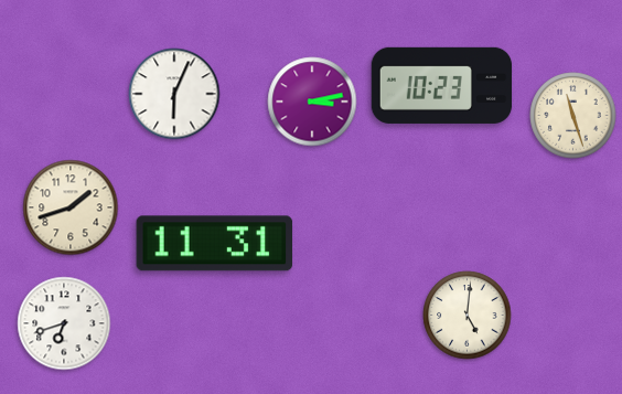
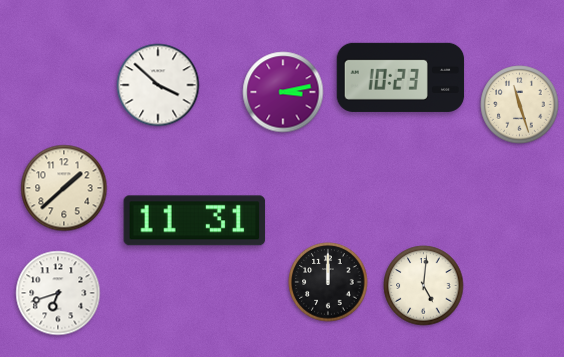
clock at (174, 94): 6:04 -> 3:52
clock at (71, 207): 1:42 -> 1:38
clock at (328, 282): none -> 12:00
